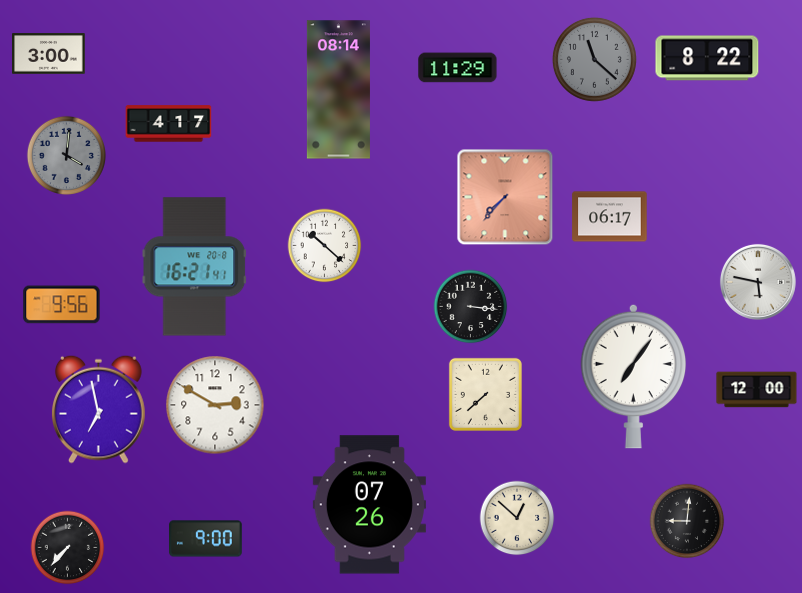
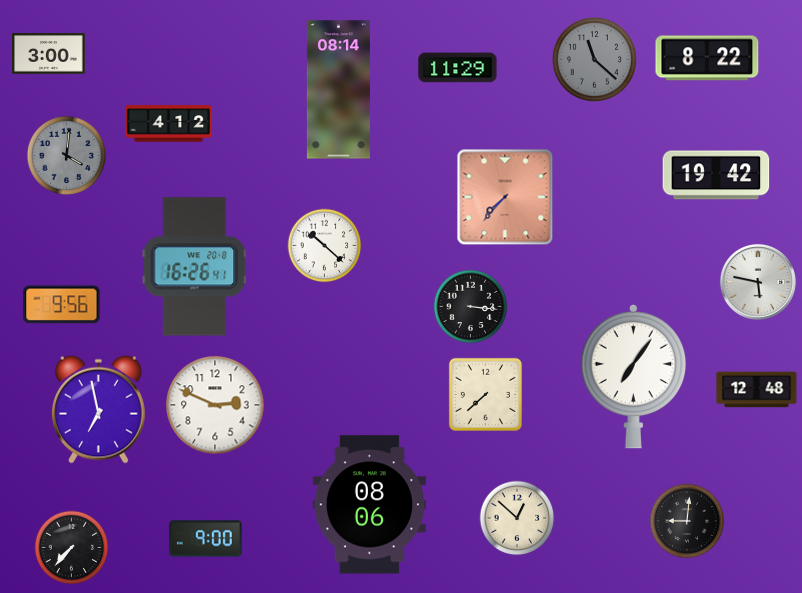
clock at (169, 124): 4:17 -> 4:12
clock at (716, 175): none -> 19:42
clock at (610, 217): 06:17 -> none
clock at (195, 267): 16:21 -> 16:26
clock at (757, 390): 12:00 -> 12:48
clock at (215, 405): 2:50 -> 2:49
clock at (369, 505): 07:26 -> 08:06
clock at (68, 548) position: (68, 548) -> (72, 548)
